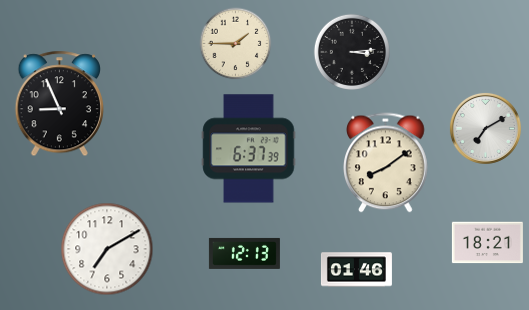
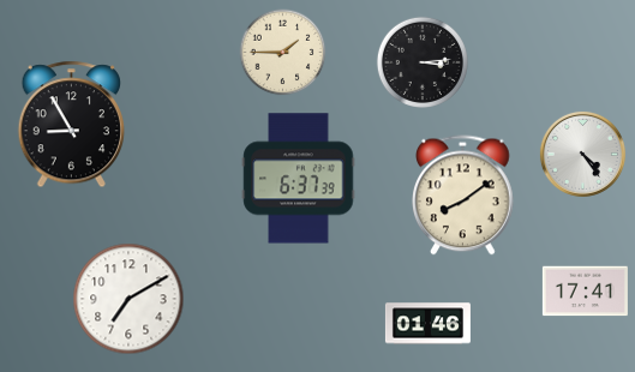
clock at (59, 104): 8:56 -> 8:55
clock at (485, 128): 7:10 -> 4:24
clock at (487, 243): 18:21 -> 17:41
clock at (244, 253): 12:13 -> none
